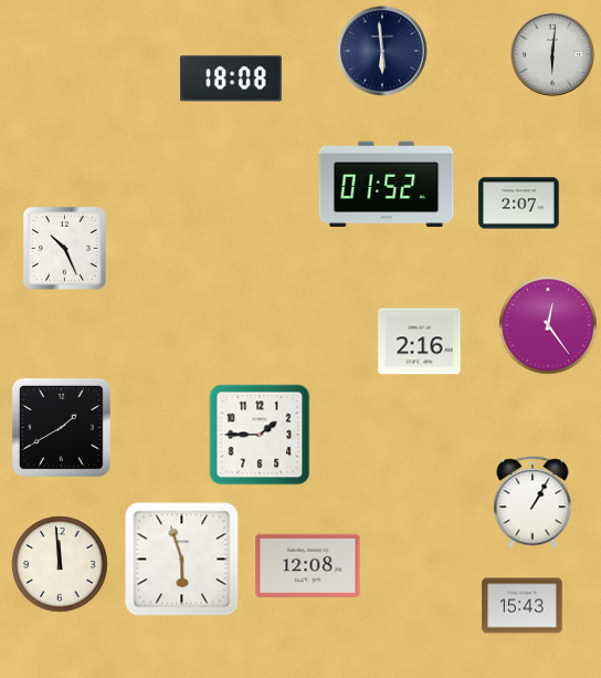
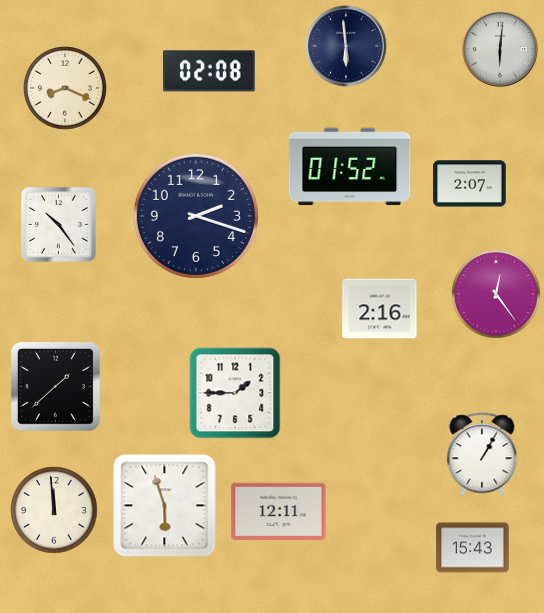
clock at (231, 79): 18:08 -> 02:08
clock at (65, 88): none -> 8:19
clock at (196, 216): none -> 2:18
clock at (65, 249): 10:26 -> 10:24
clock at (61, 427): 1:40 -> 1:38
clock at (308, 566): 12:08 -> 12:11
